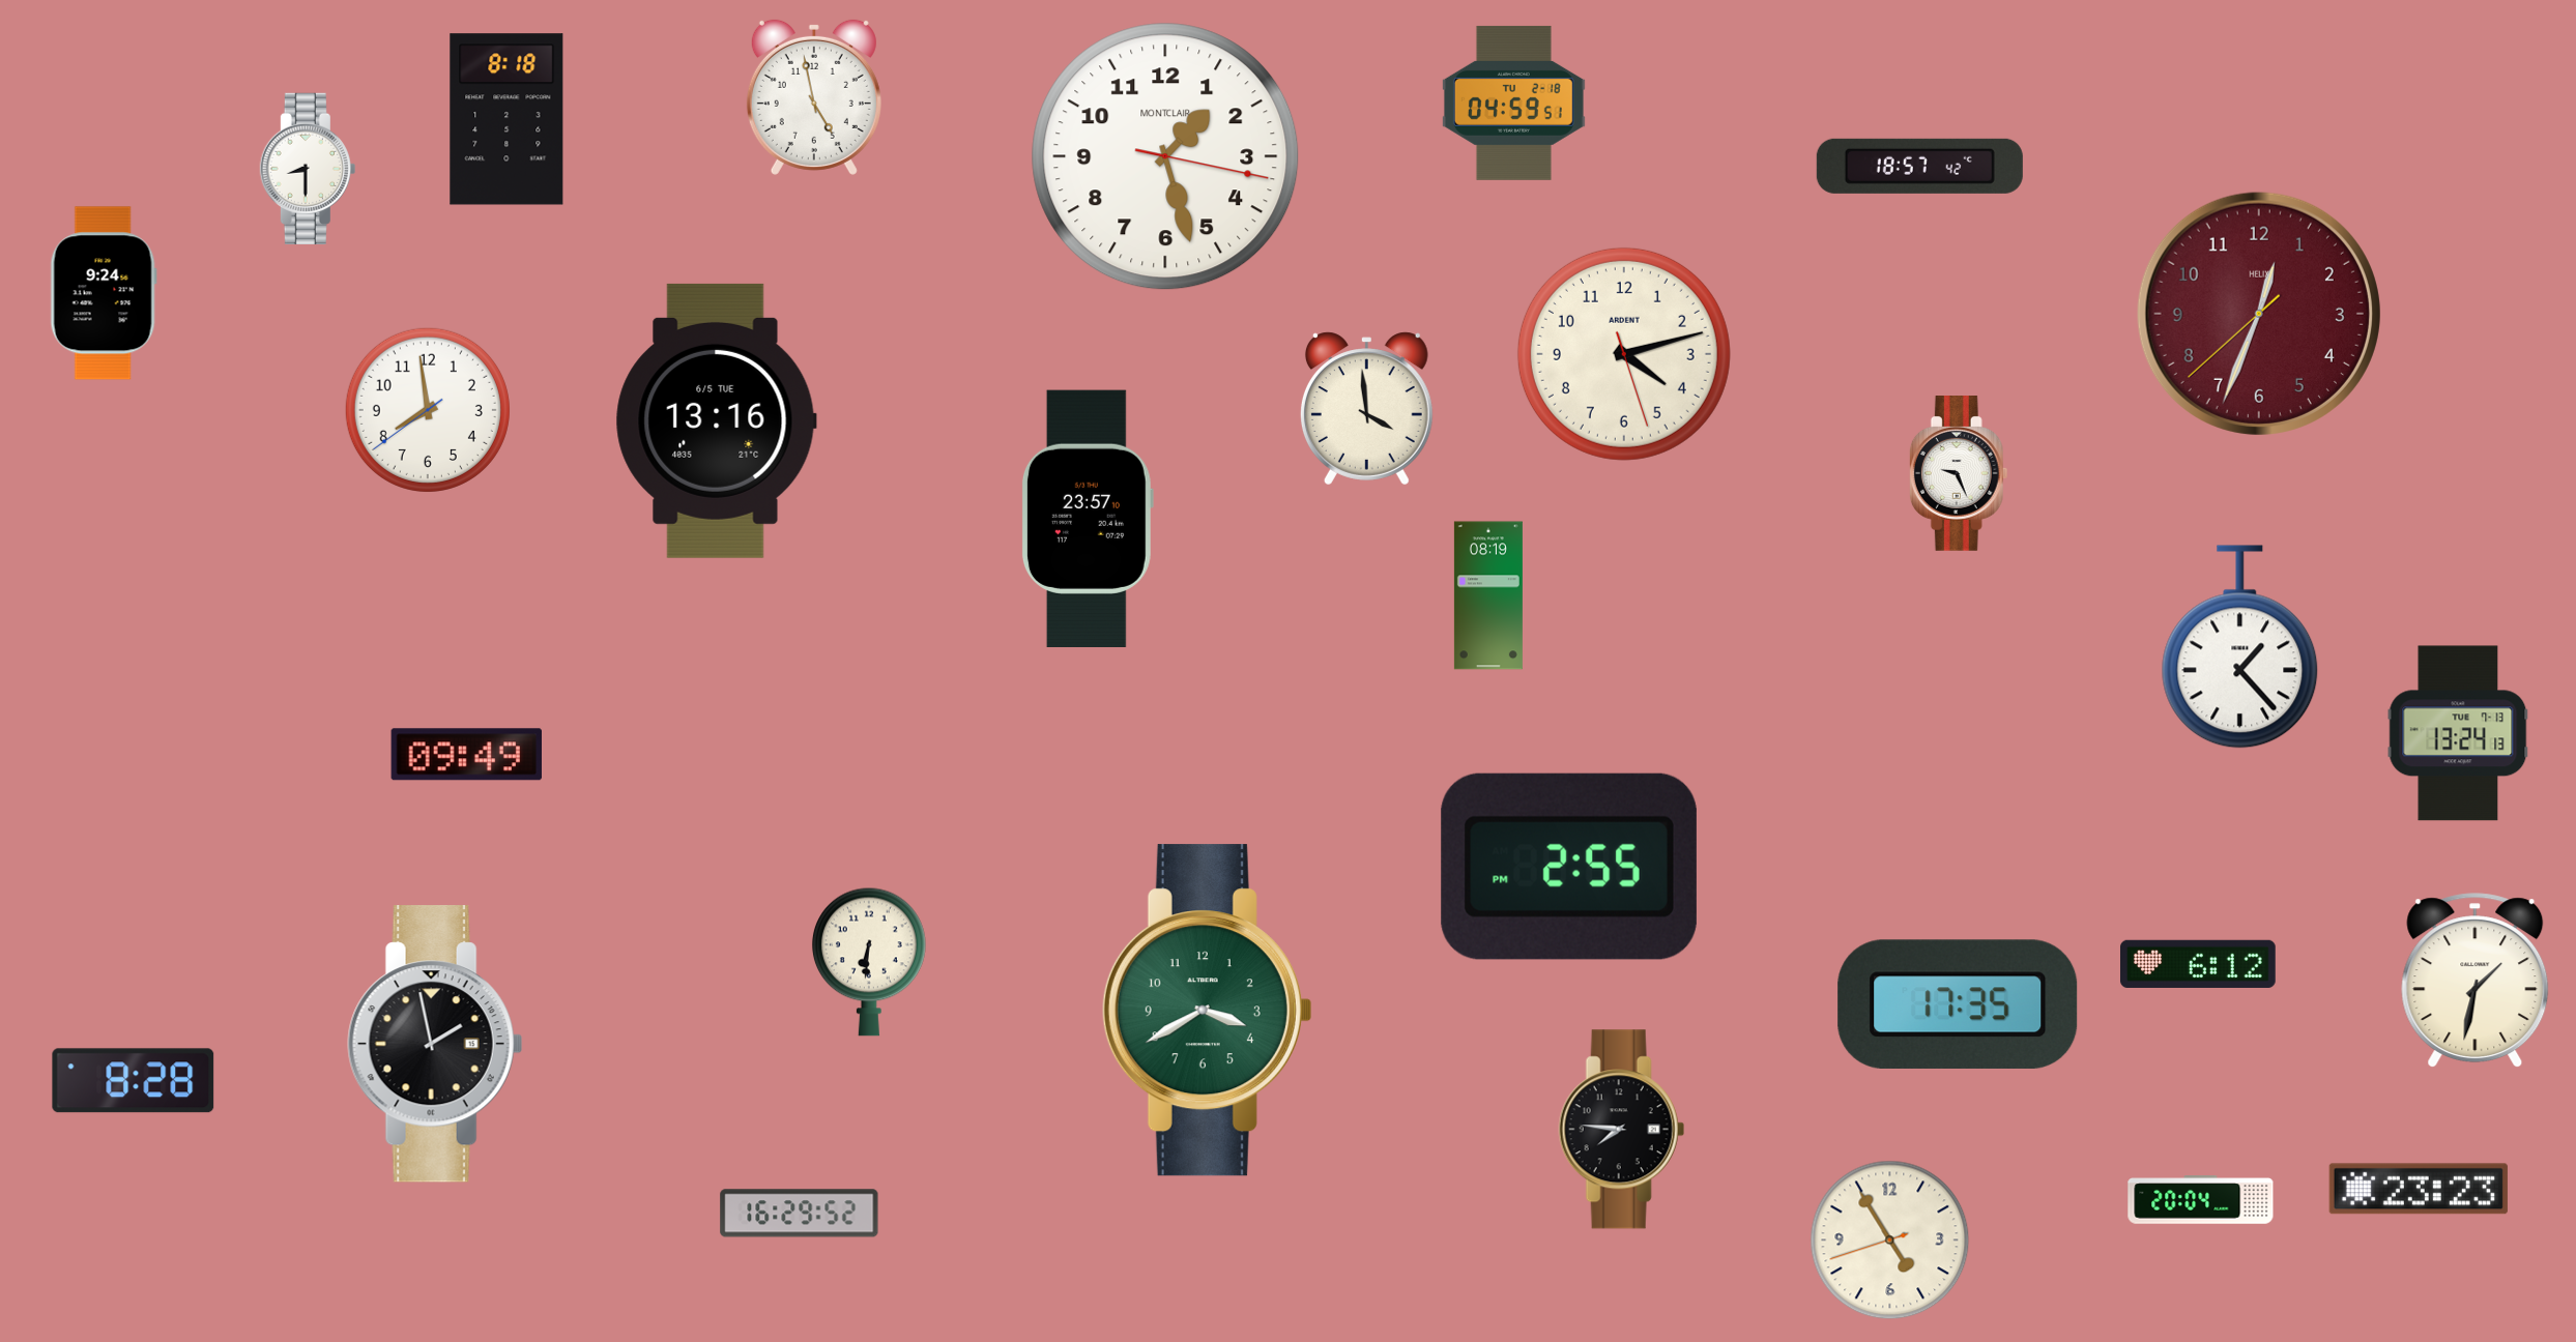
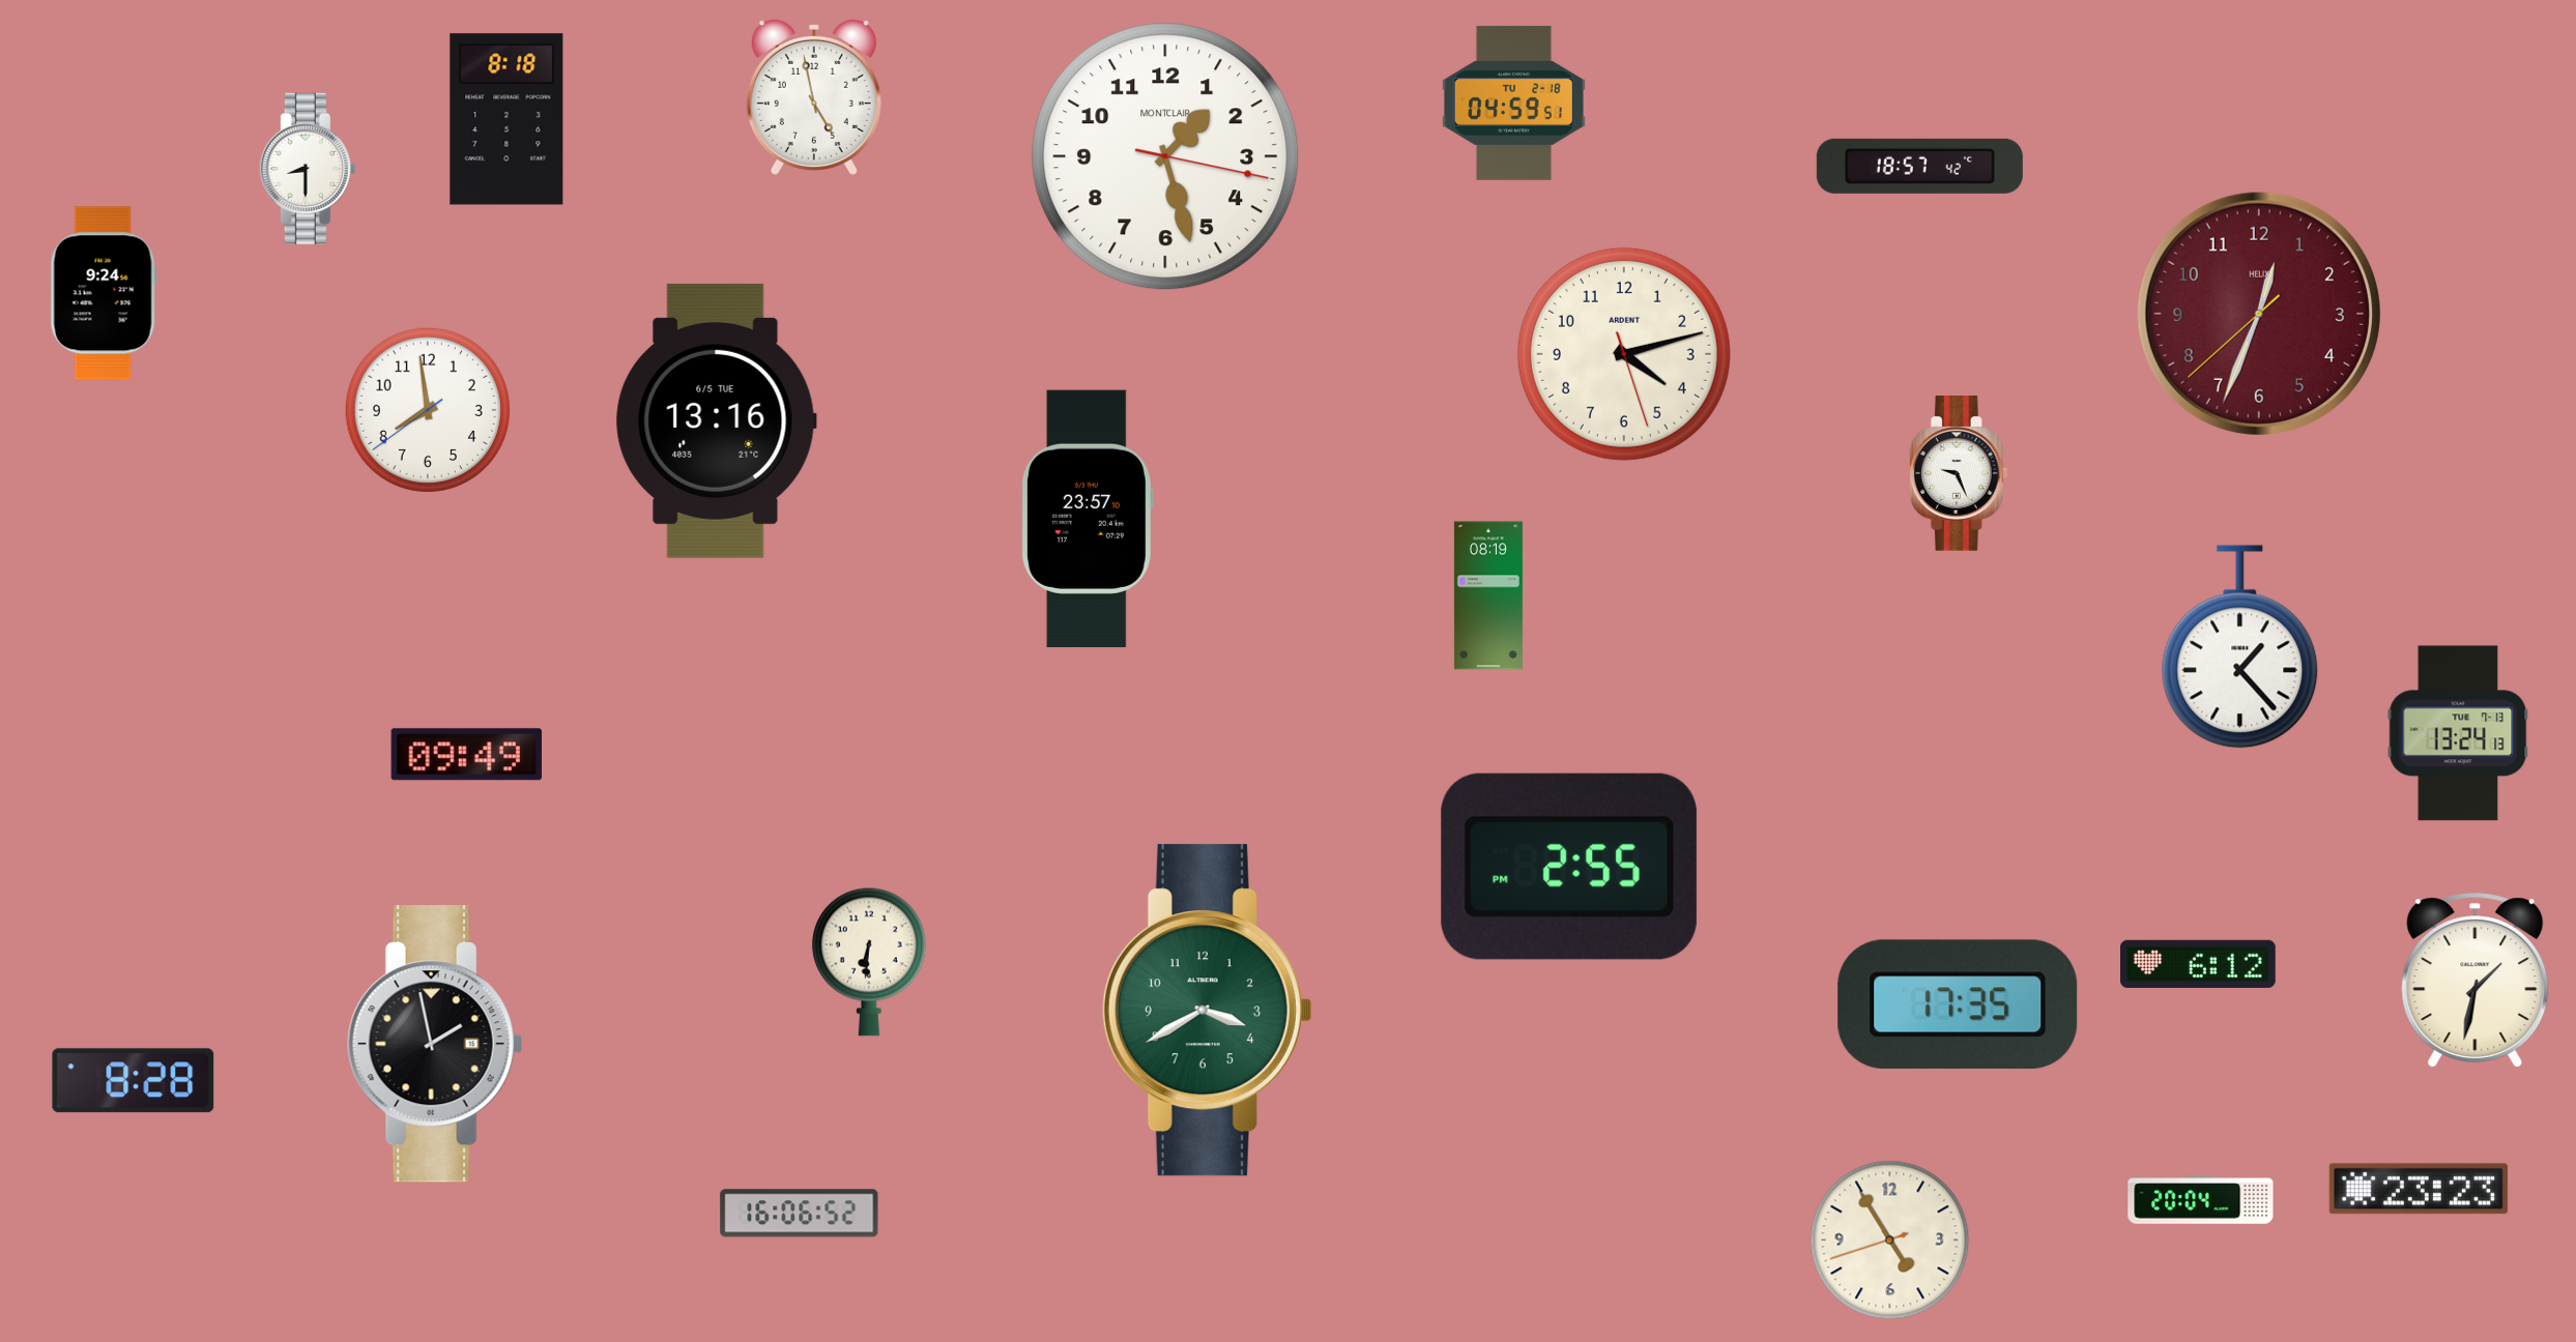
clock at (1366, 409): 3:59 -> none
clock at (1621, 1130): 7:46 -> none
clock at (800, 1214): 16:29 -> 16:06
